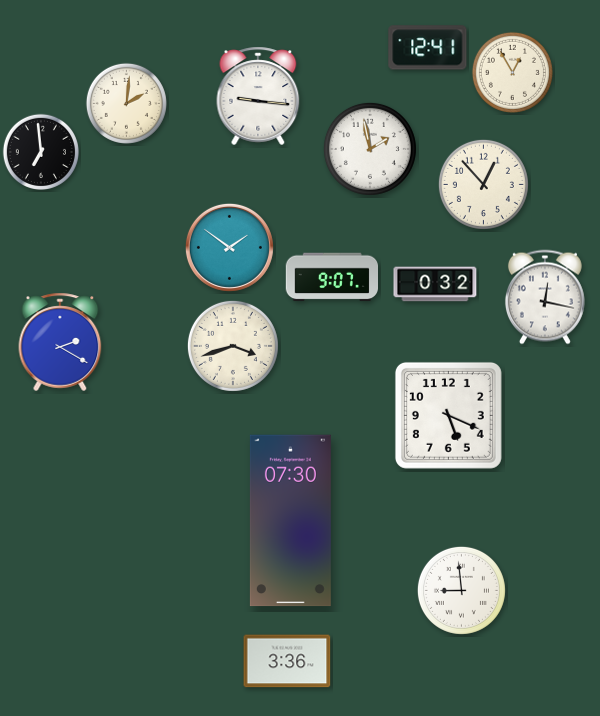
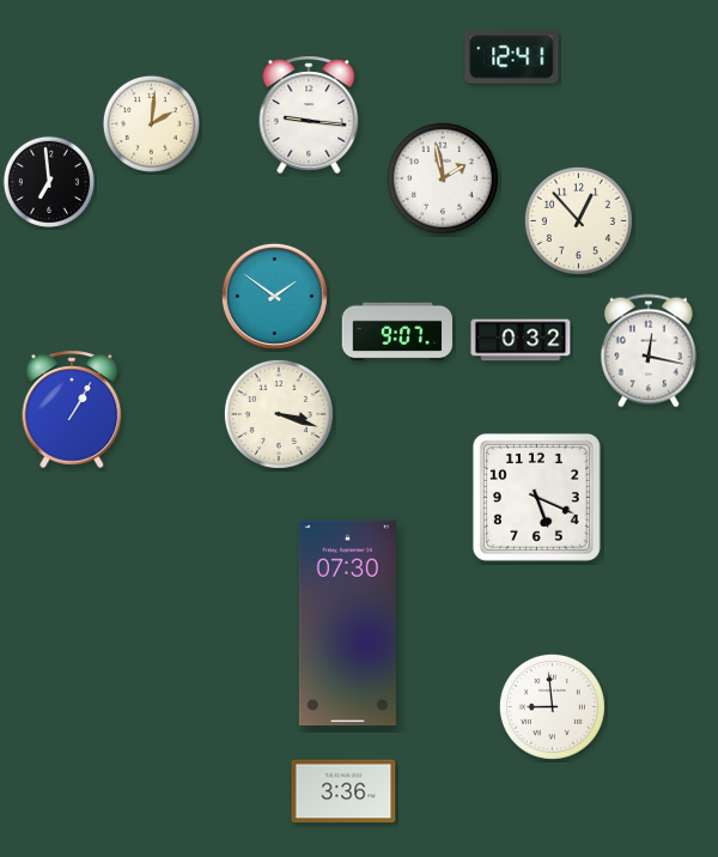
clock at (512, 72): 12:55 -> none
clock at (545, 297) position: (545, 297) -> (649, 351)
clock at (60, 342): 2:20 -> 1:05
clock at (233, 346): 3:42 -> 3:18
